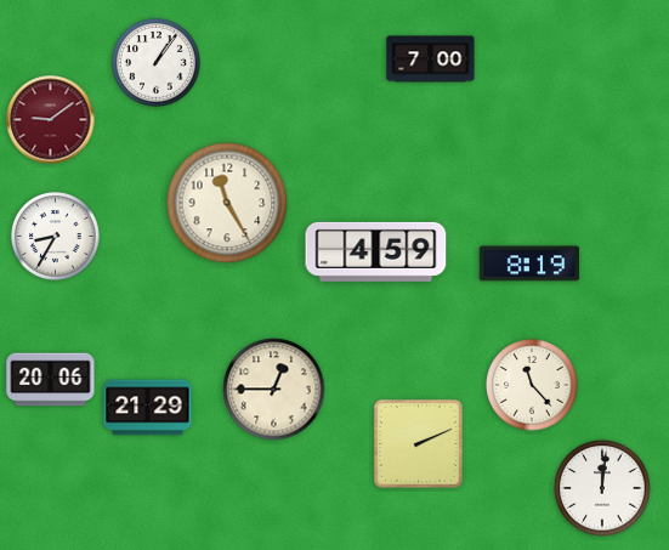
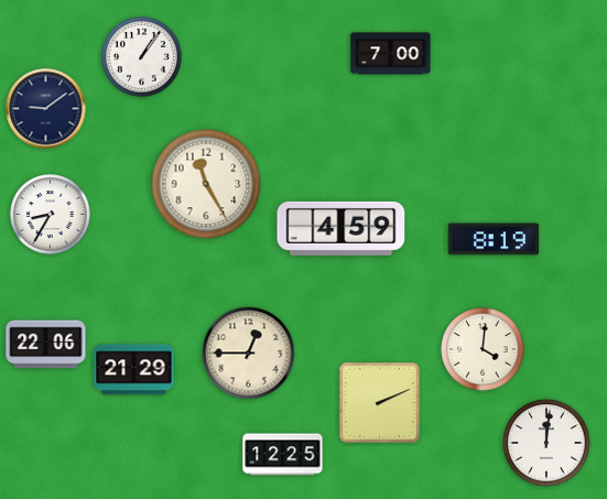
clock at (51, 120) dial: burgundy -> navy
clock at (529, 263) position: (529, 263) -> (494, 239)
clock at (51, 380): 20:06 -> 22:06
clock at (532, 385): 11:23 -> 4:01
clock at (283, 455): none -> 12:25
